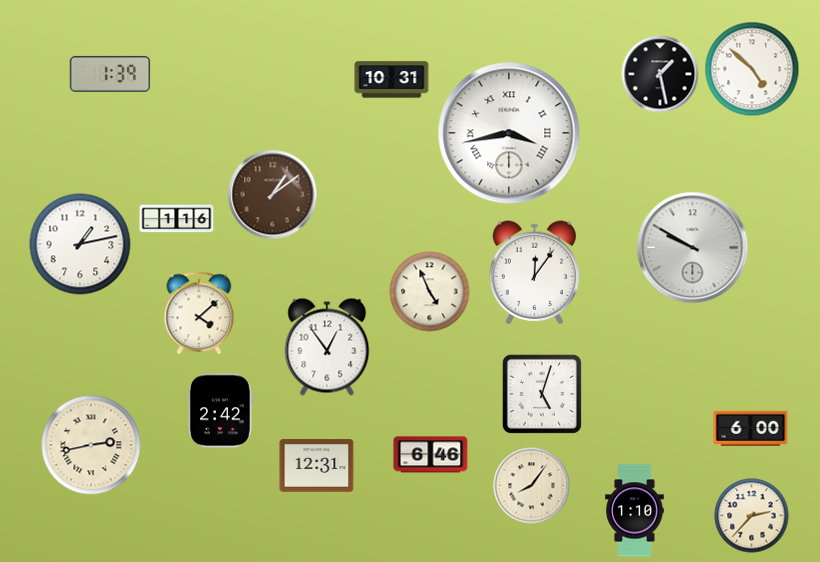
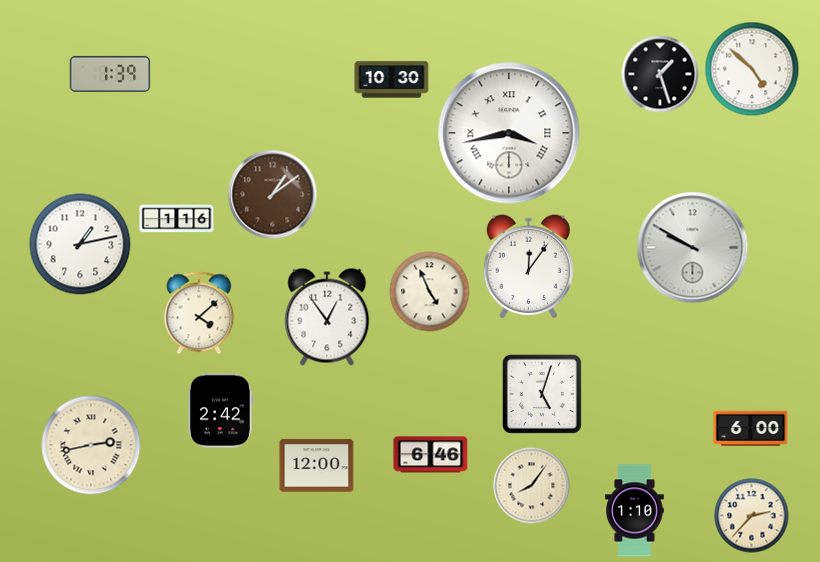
clock at (660, 74): 1:28 -> 1:27
clock at (392, 80): 10:31 -> 10:30
clock at (534, 273) position: (534, 273) -> (528, 267)
clock at (327, 347) position: (327, 347) -> (327, 317)
clock at (317, 466): 12:31 -> 12:00
